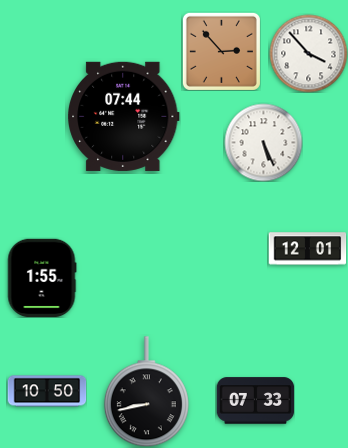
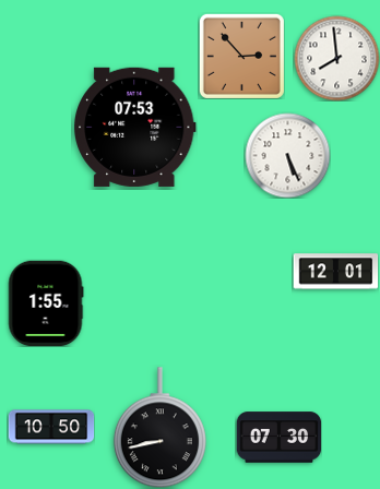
clock at (308, 53): 3:53 -> 7:59
clock at (124, 116): 07:44 -> 07:53
clock at (255, 401): 07:33 -> 07:30
